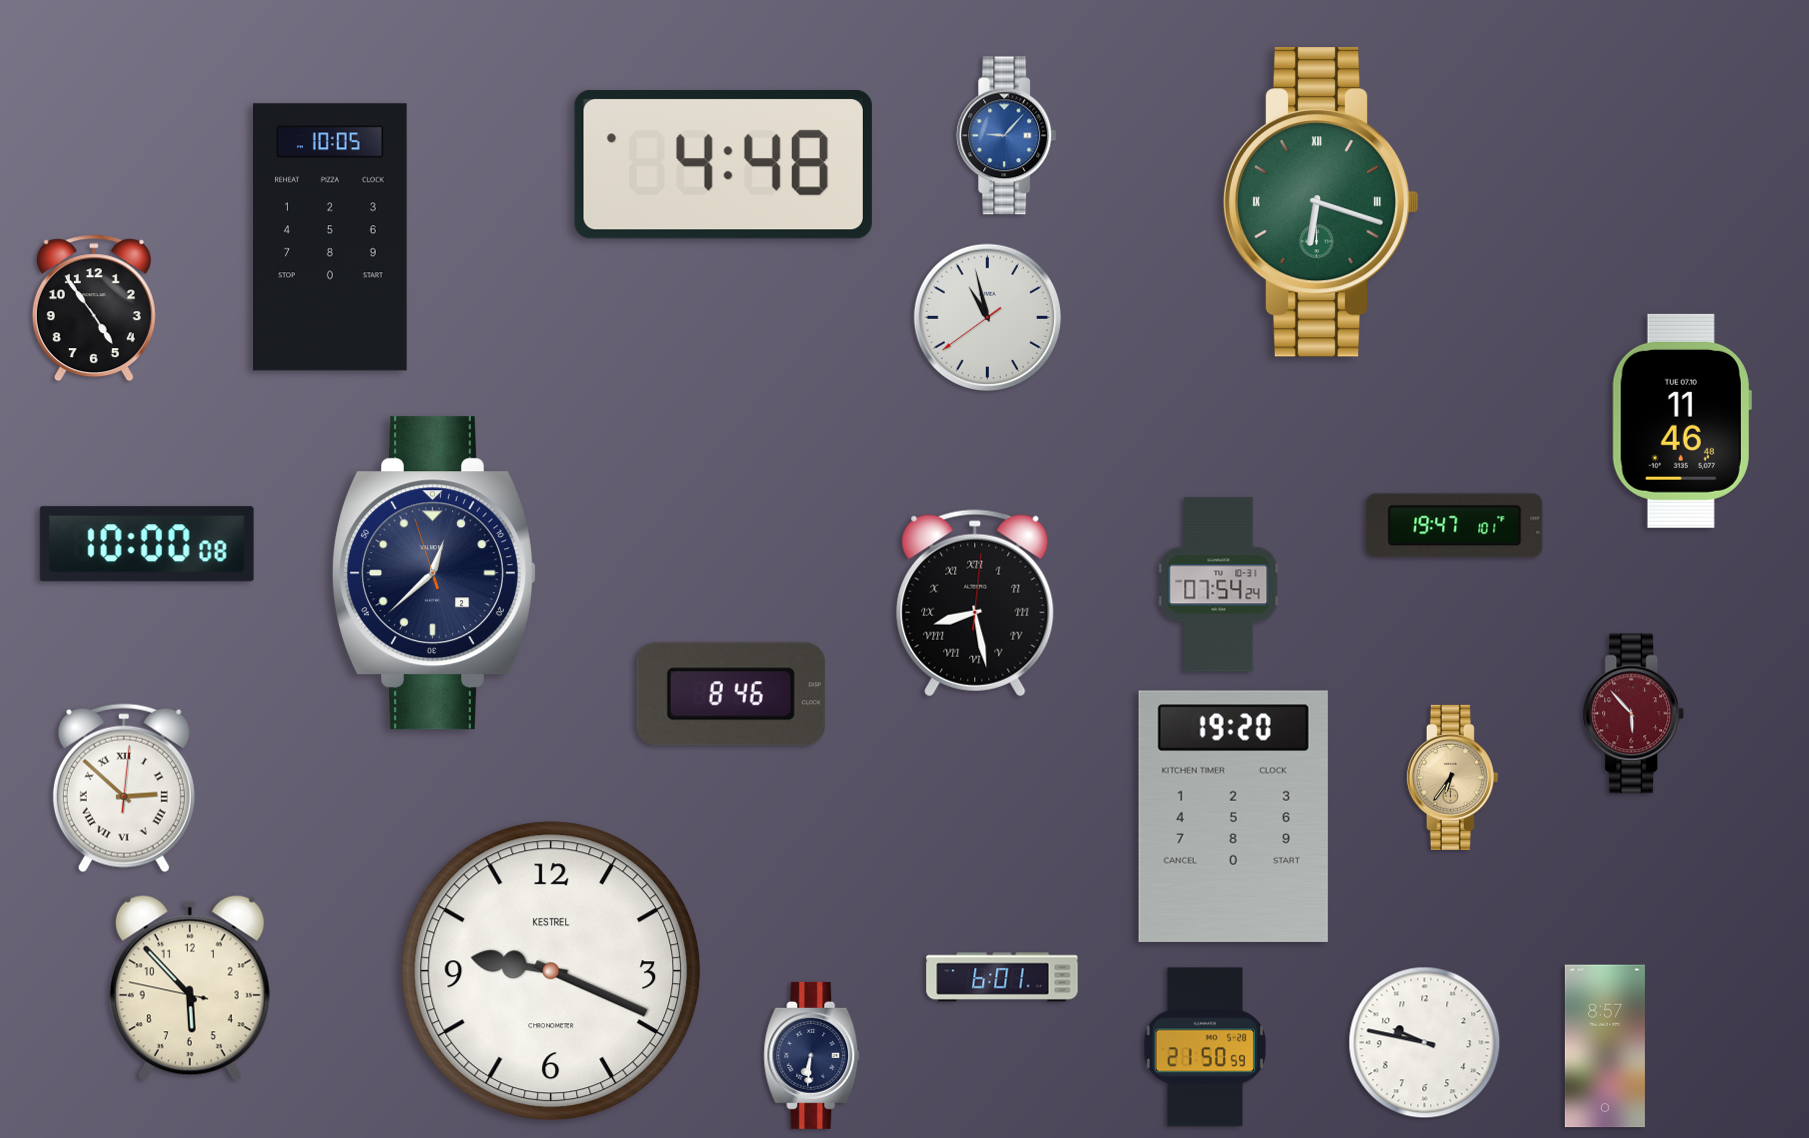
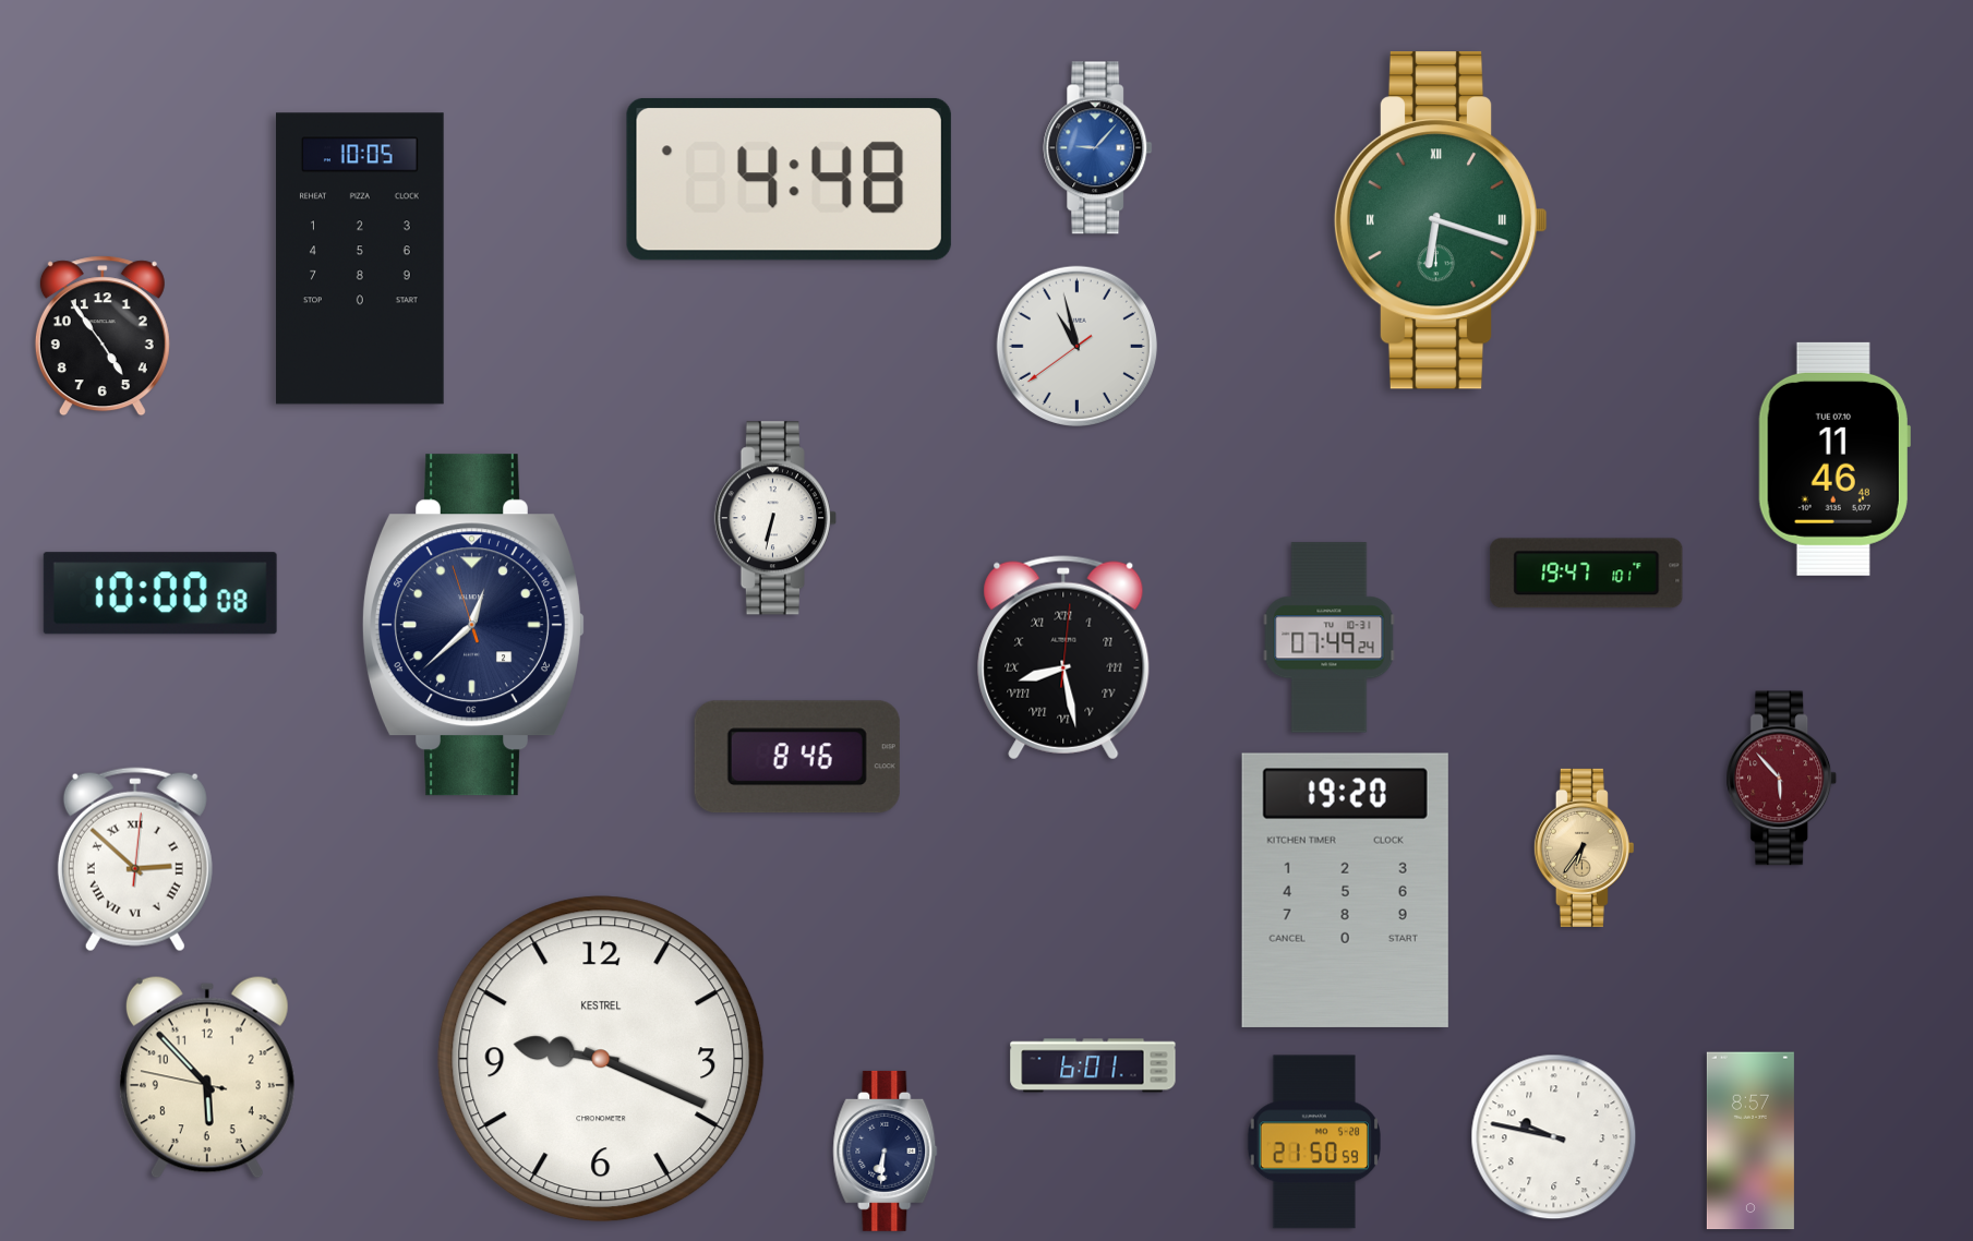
clock at (775, 518): none -> 6:32
clock at (1219, 585): 07:54 -> 07:49
